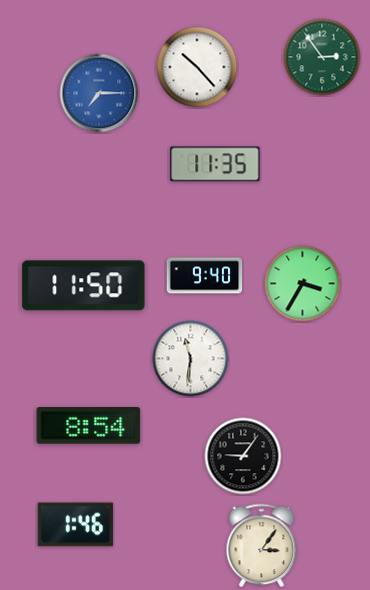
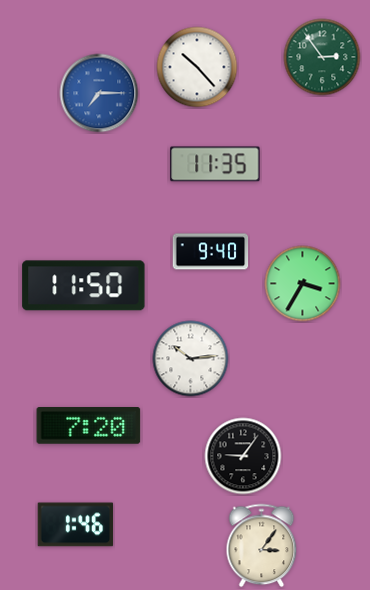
clock at (205, 276) position: (205, 276) -> (211, 252)
clock at (191, 359): 11:31 -> 10:14
clock at (89, 426): 8:54 -> 7:20
